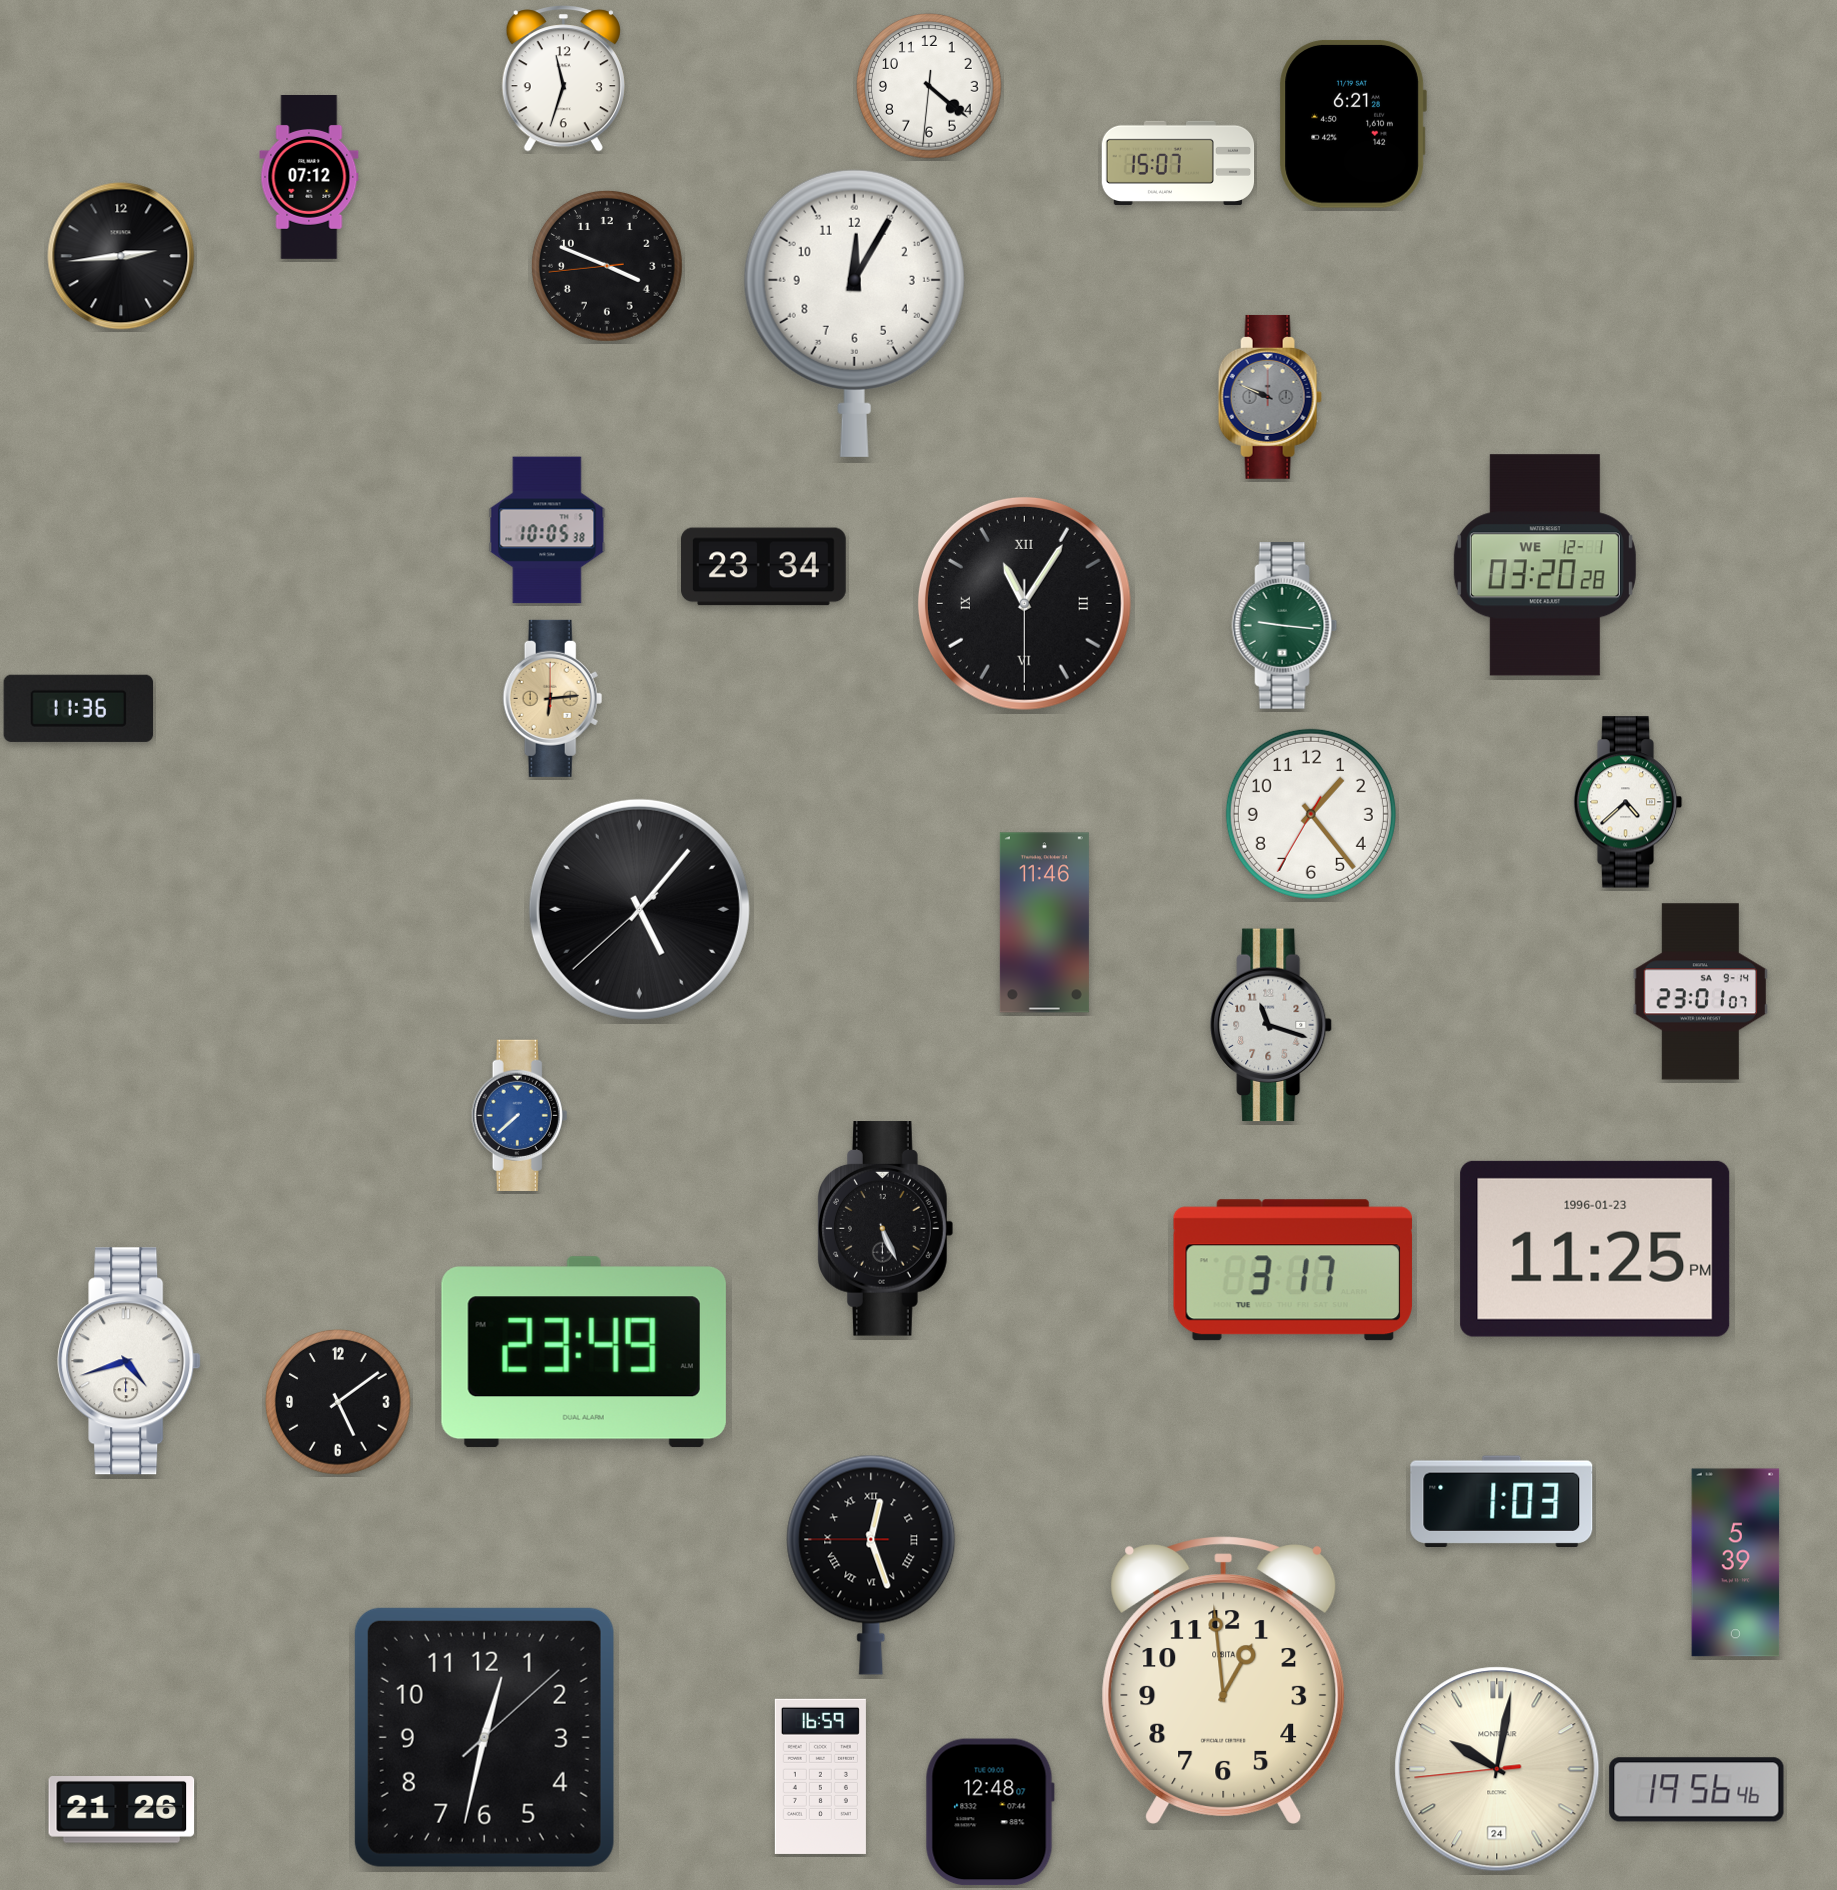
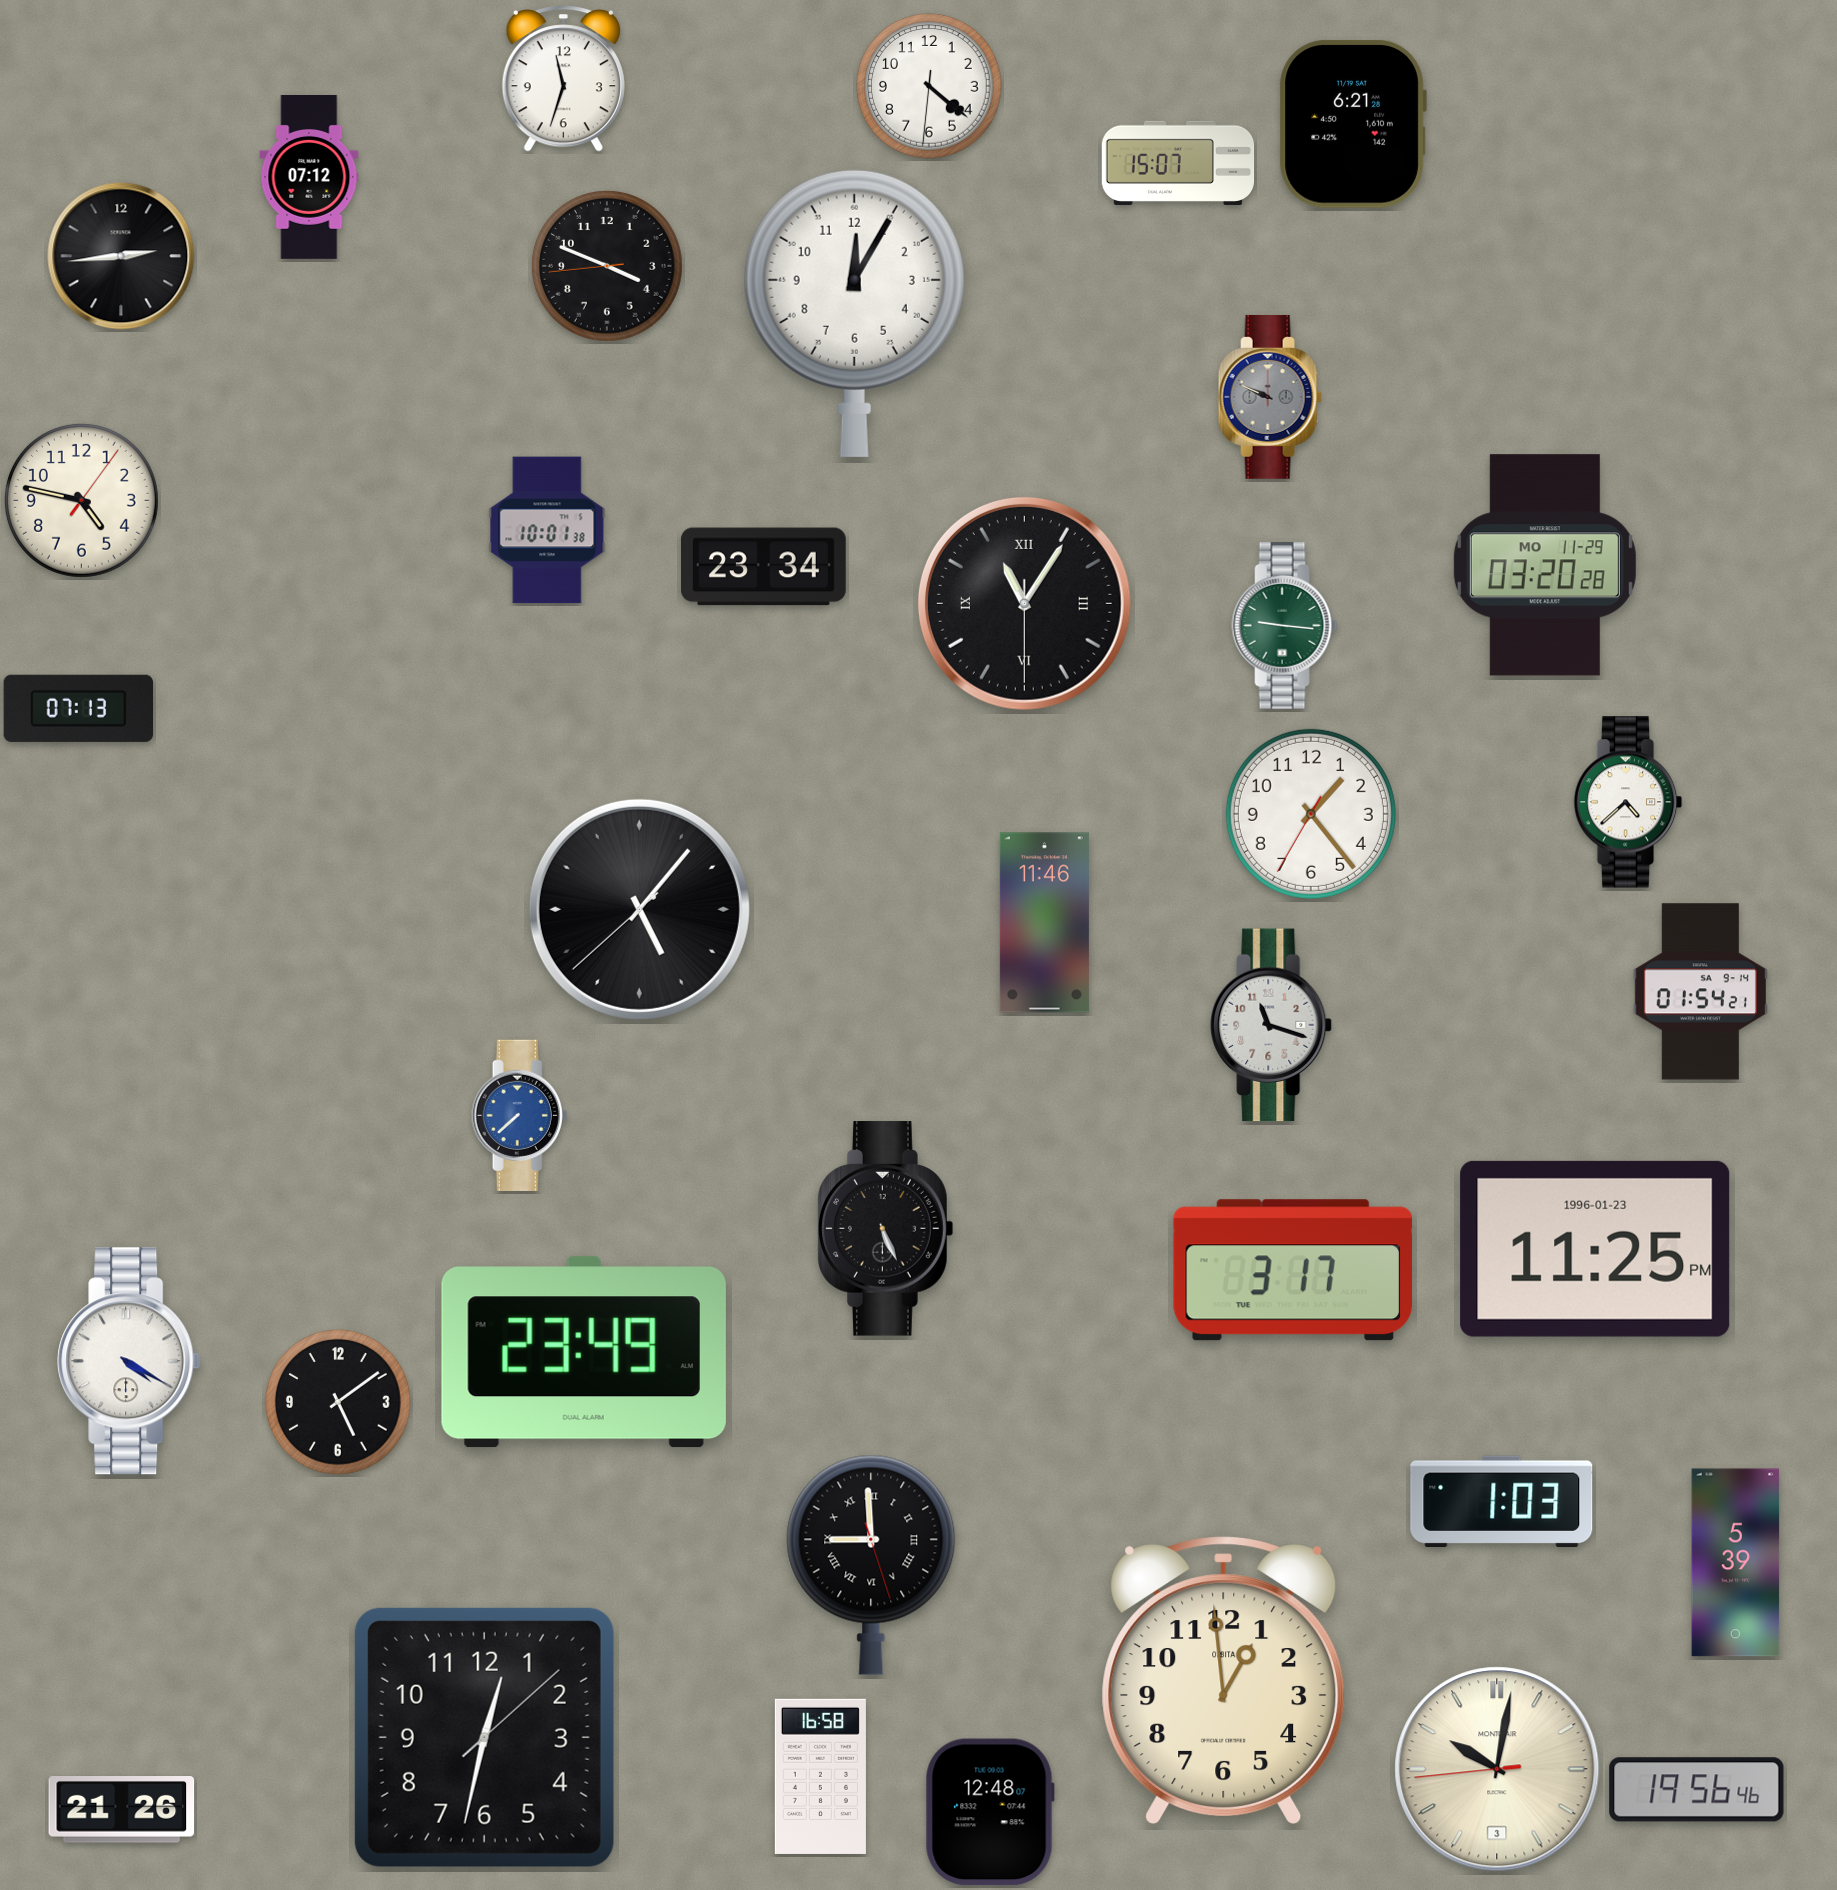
clock at (81, 500): none -> 4:47
clock at (547, 530): 10:05 -> 10:01
clock at (1545, 565) date: WE 12-1 -> MO 11-29
clock at (553, 698): 6:14 -> none
clock at (79, 708): 11:36 -> 07:13
clock at (1700, 992): 23:01 -> 01:54
clock at (129, 1361): 4:42 -> 4:20
clock at (871, 1565): 12:26 -> 8:59
clock at (1497, 1769) date: 24 -> 3
clock at (820, 1776): 16:59 -> 16:58
